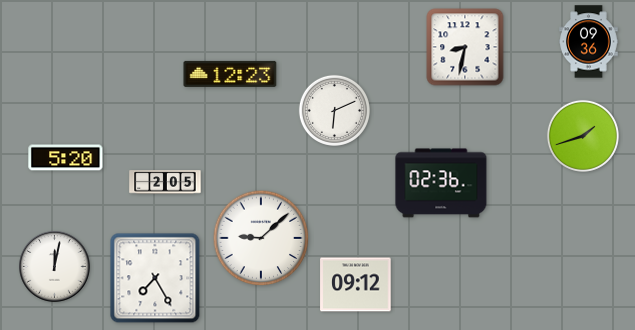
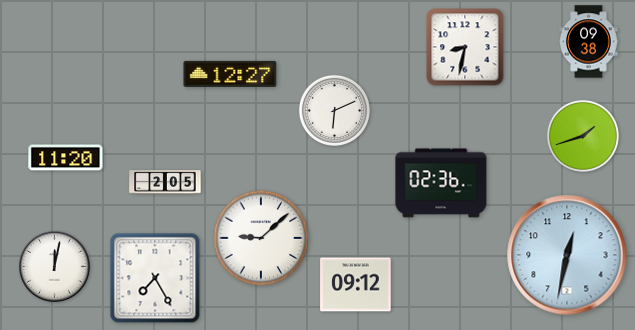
clock at (589, 42): 09:36 -> 09:38
clock at (230, 74): 12:23 -> 12:27
clock at (66, 158): 5:20 -> 11:20
clock at (567, 255): none -> 12:32
